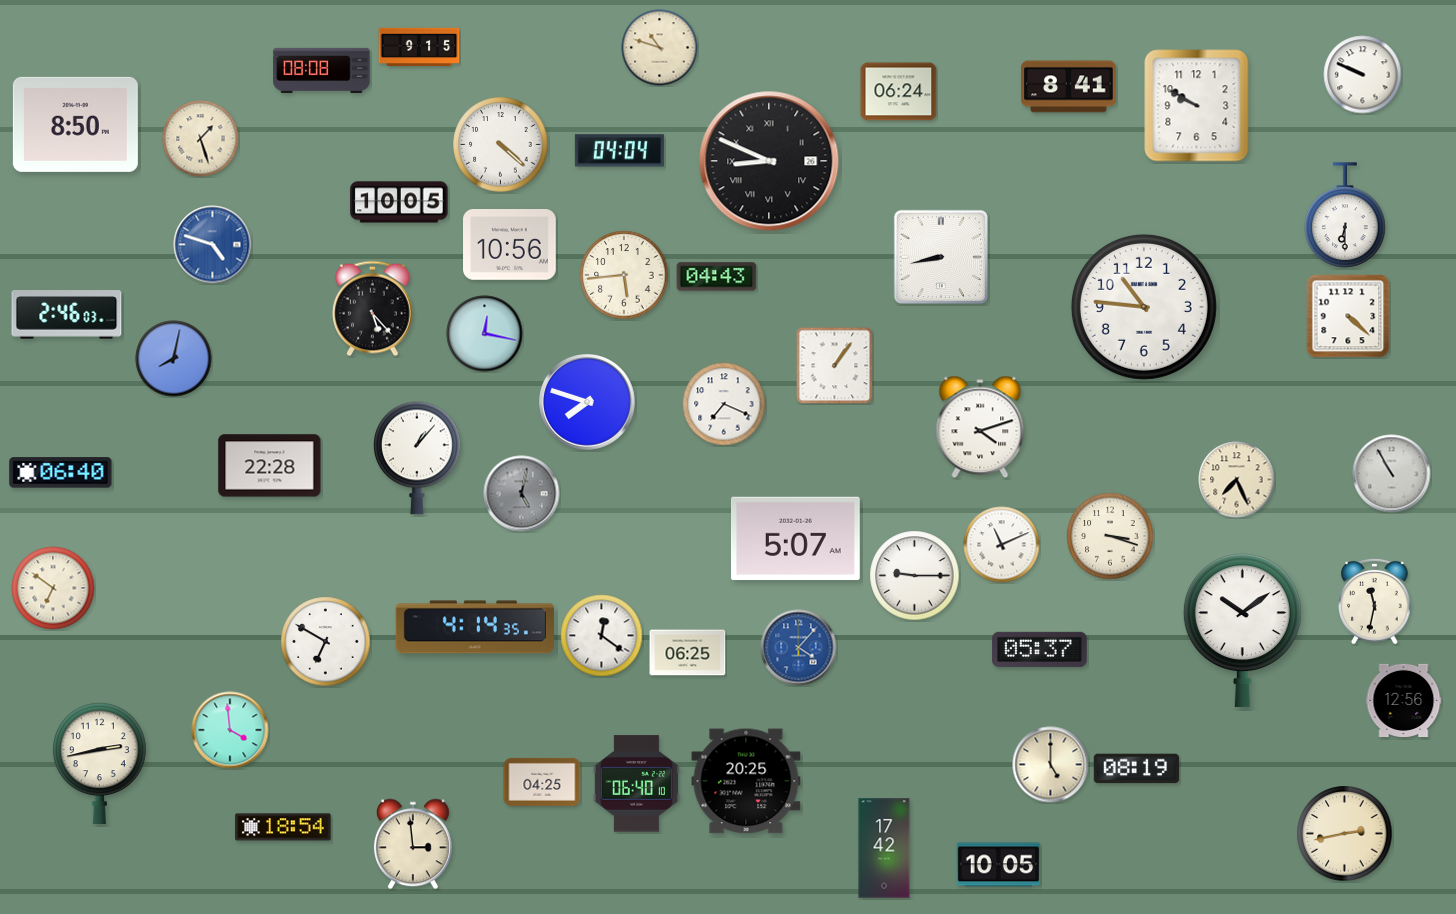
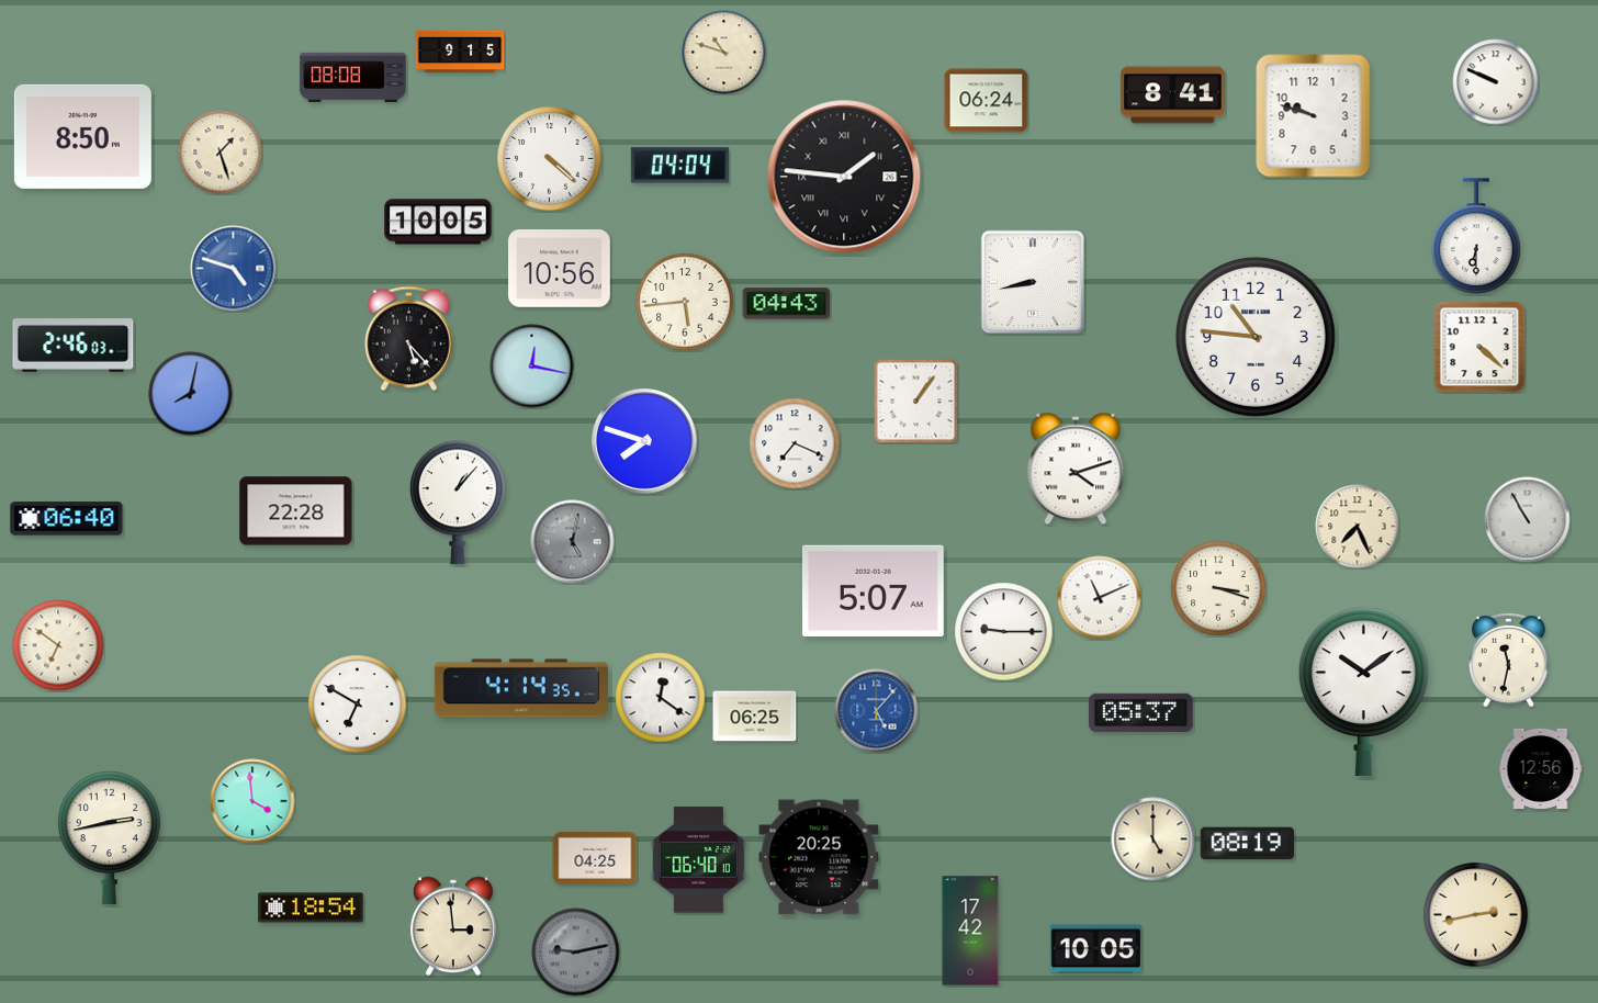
clock at (1197, 106): 9:50 -> 9:48
clock at (769, 161): 8:49 -> 1:46
clock at (799, 648): 4:07 -> 5:07
clock at (576, 953): none -> 9:13
